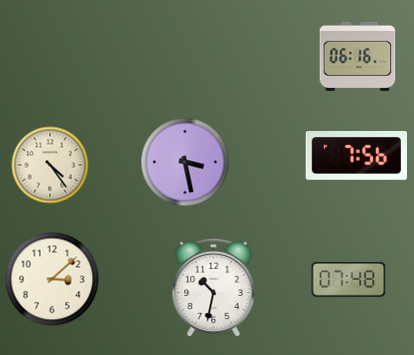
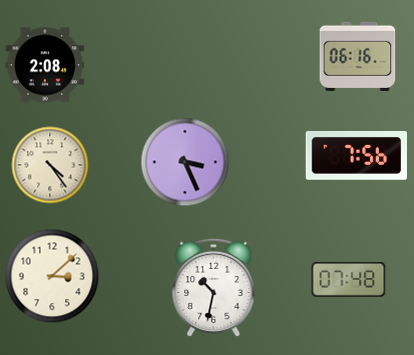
clock at (45, 65): none -> 2:08
clock at (185, 162): 3:28 -> 3:26
clock at (52, 279) position: (52, 279) -> (52, 276)
